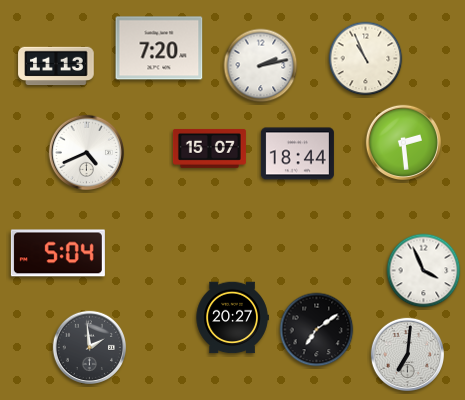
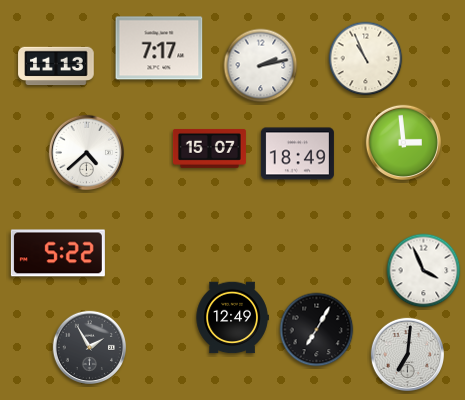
clock at (159, 48): 7:20 -> 7:17
clock at (403, 142): 2:29 -> 2:59
clock at (86, 152): 4:41 -> 4:38
clock at (297, 154): 18:44 -> 18:49
clock at (58, 253): 5:04 -> 5:22
clock at (232, 318): 20:27 -> 12:49
clock at (317, 330): 7:09 -> 7:05
clock at (89, 347): 1:59 -> 1:55
